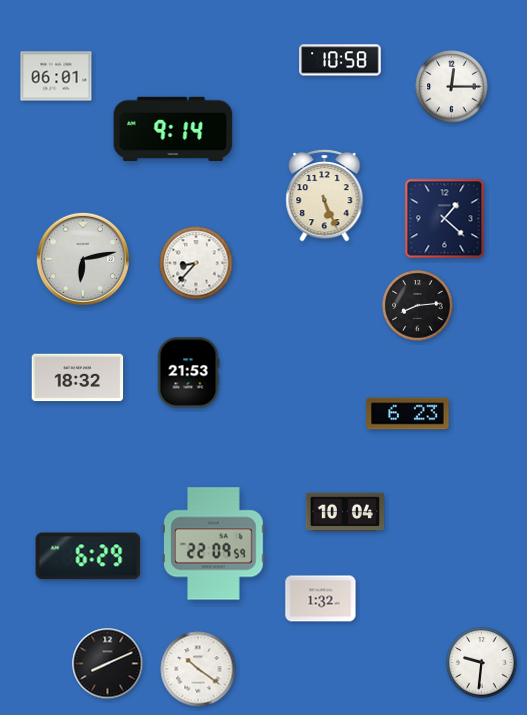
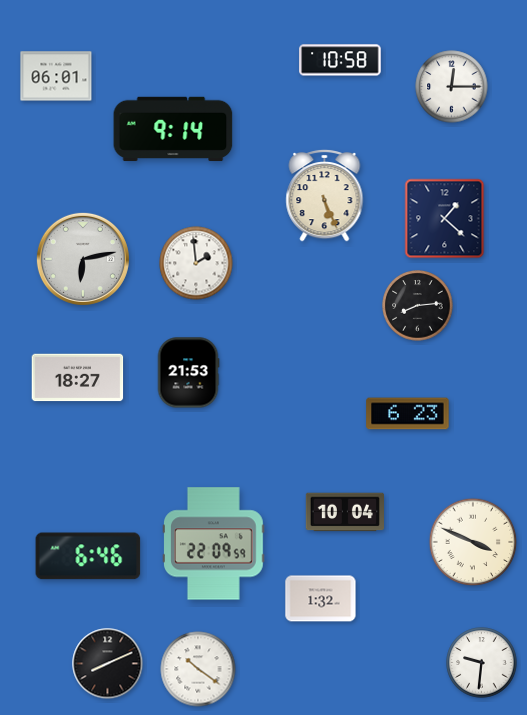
clock at (196, 263): 8:37 -> 1:59
clock at (78, 378): 18:32 -> 18:27
clock at (473, 542): none -> 3:49
clock at (88, 556): 6:29 -> 6:46
